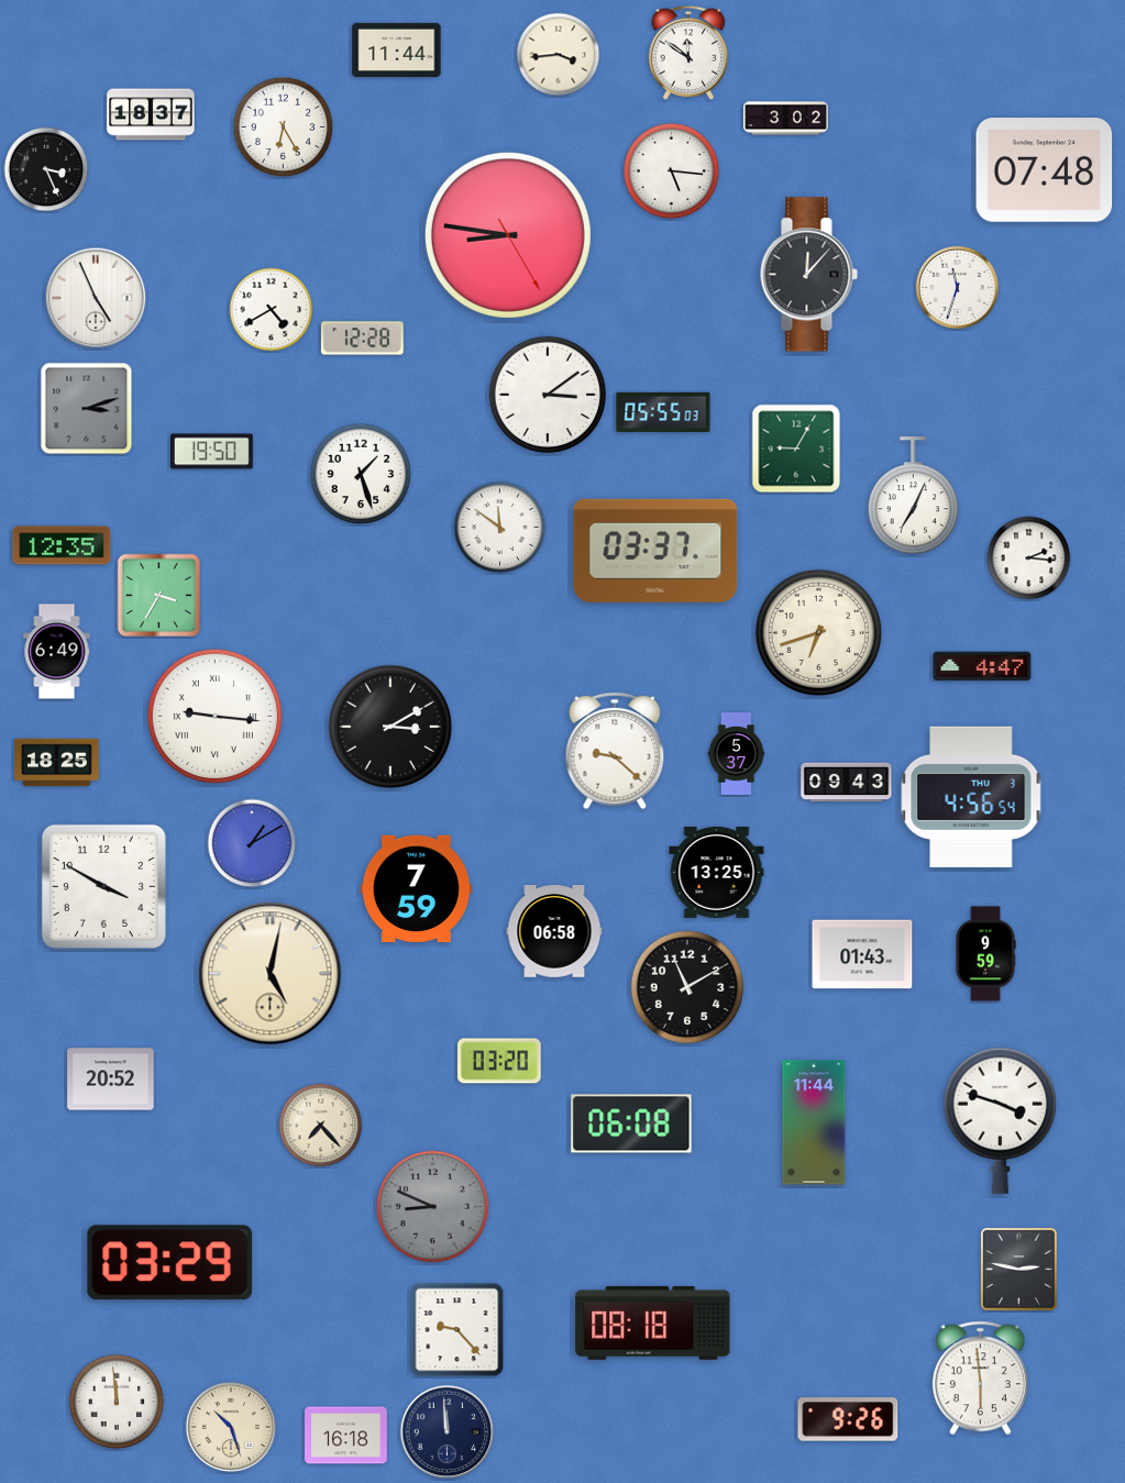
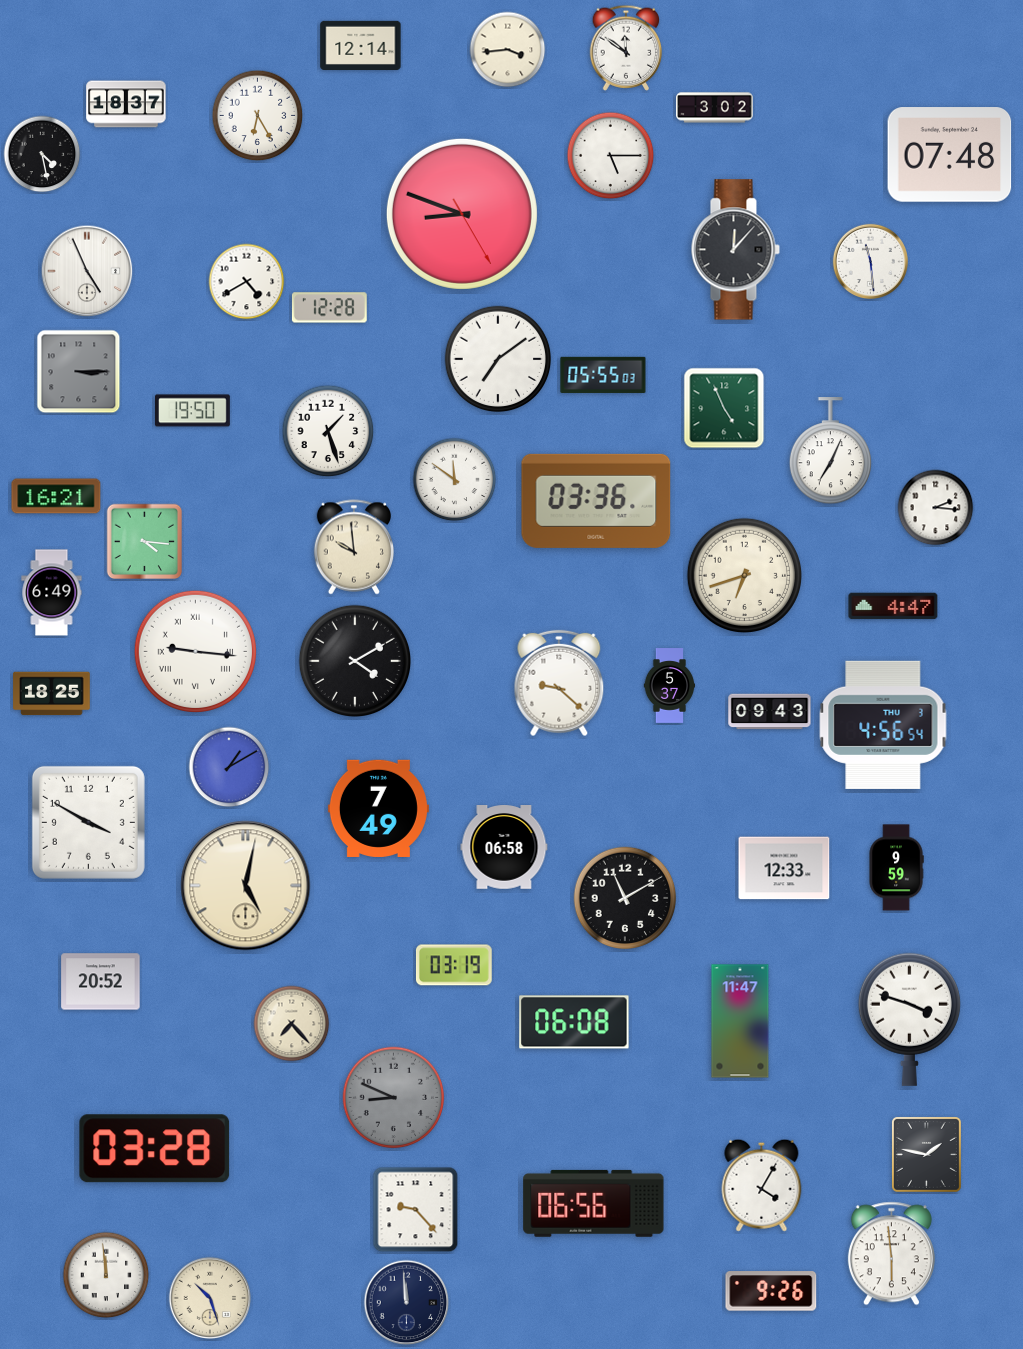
clock at (397, 49): 11:44 -> 12:14
clock at (151, 114) position: (151, 114) -> (126, 104)
clock at (46, 169): 3:26 -> 4:28
clock at (672, 171): 5:16 -> 5:15
clock at (508, 235): 8:46 -> 8:48
clock at (957, 287): 11:33 -> 11:29
clock at (548, 395): 3:09 -> 7:09
clock at (87, 409): 3:12 -> 3:15
clock at (796, 449): 9:05 -> 4:56
clock at (62, 545): 12:35 -> 16:21
clock at (655, 551): 03:37 -> 03:36
clock at (159, 596): 3:35 -> 4:16
clock at (353, 547): none -> 9:59
clock at (389, 726): 3:10 -> 4:10
clock at (717, 872): 13:25 -> none
clock at (103, 886) position: (103, 886) -> (88, 822)
clock at (416, 888): 7:59 -> 7:49
clock at (862, 954): 01:43 -> 12:33
clock at (499, 1061): 03:20 -> 03:19
clock at (814, 1122): 11:44 -> 11:47
clock at (170, 1263): 03:29 -> 03:28
clock at (1018, 1269): 2:47 -> 1:47
clock at (762, 1185): none -> 4:05
clock at (653, 1322): 08:18 -> 06:56
clock at (346, 1436): 16:18 -> none
